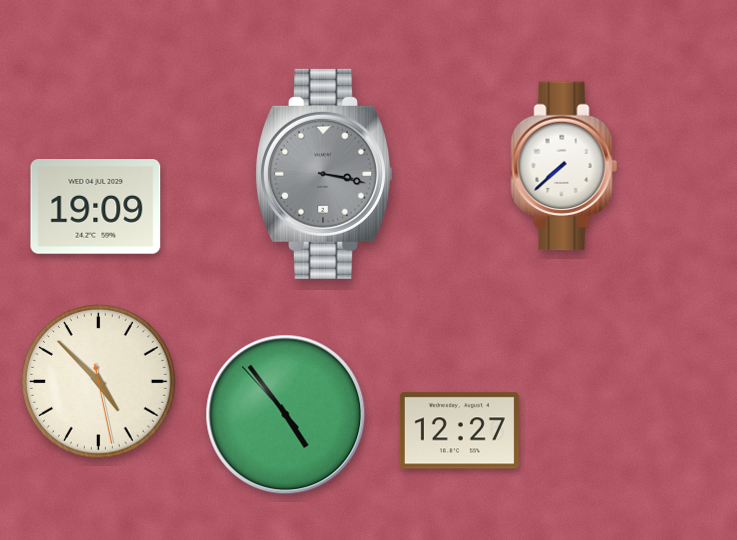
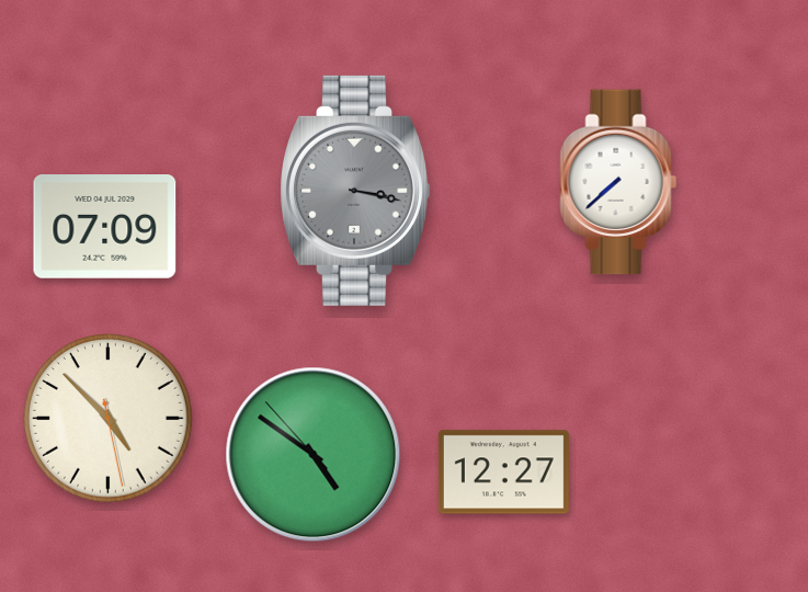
clock at (96, 207): 19:09 -> 07:09
clock at (286, 415): 4:53 -> 4:50
